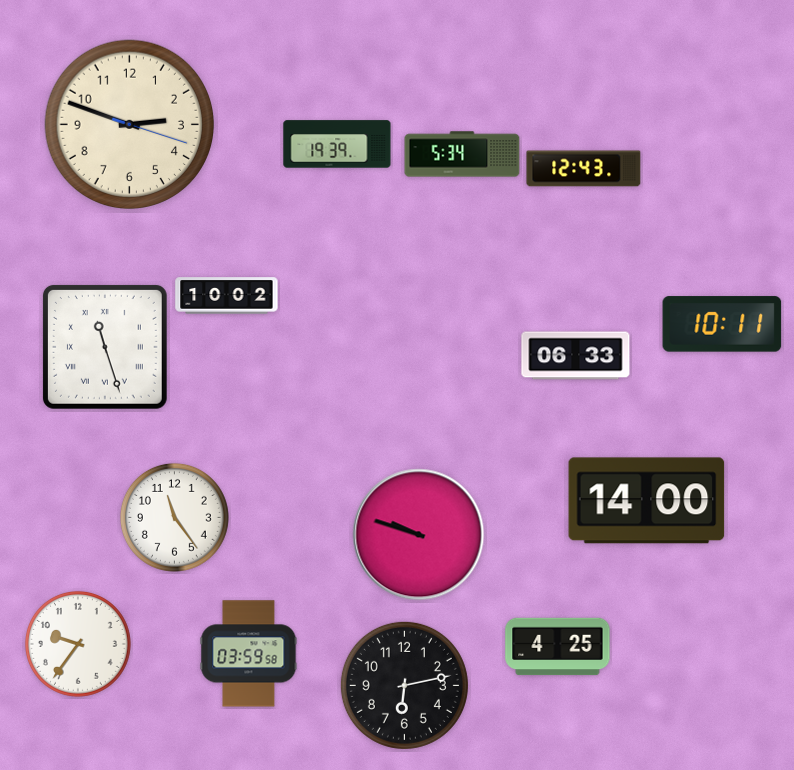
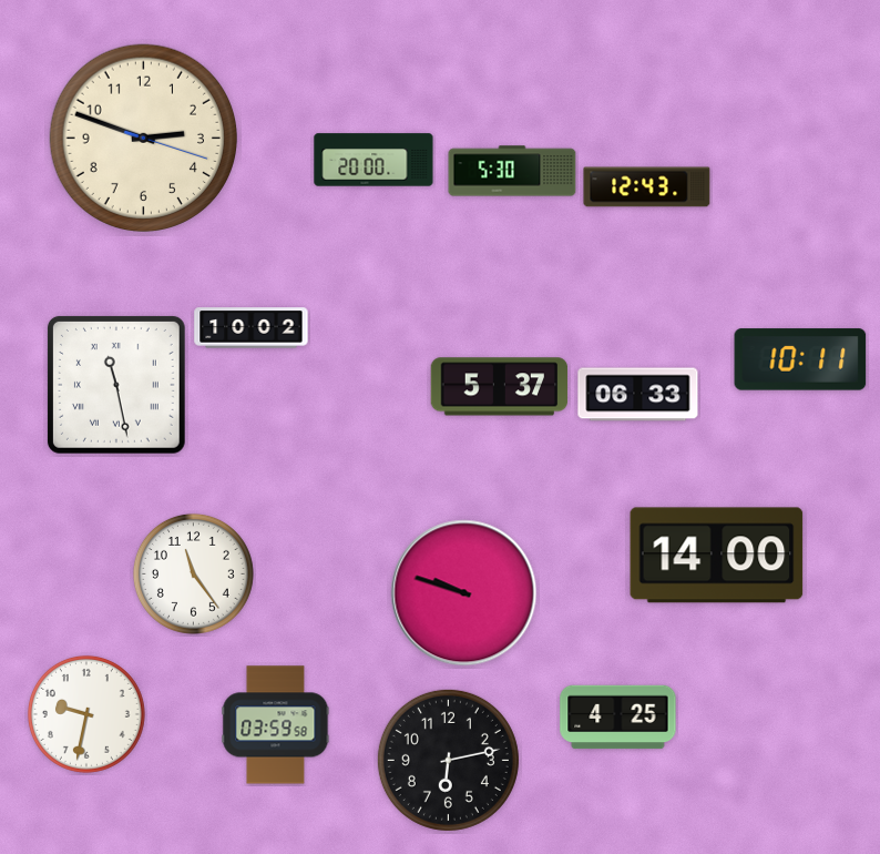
clock at (337, 144): 19:39 -> 20:00
clock at (462, 154): 5:34 -> 5:30
clock at (105, 347): 11:27 -> 11:28
clock at (500, 387): none -> 5:37
clock at (78, 644): 9:36 -> 9:32
